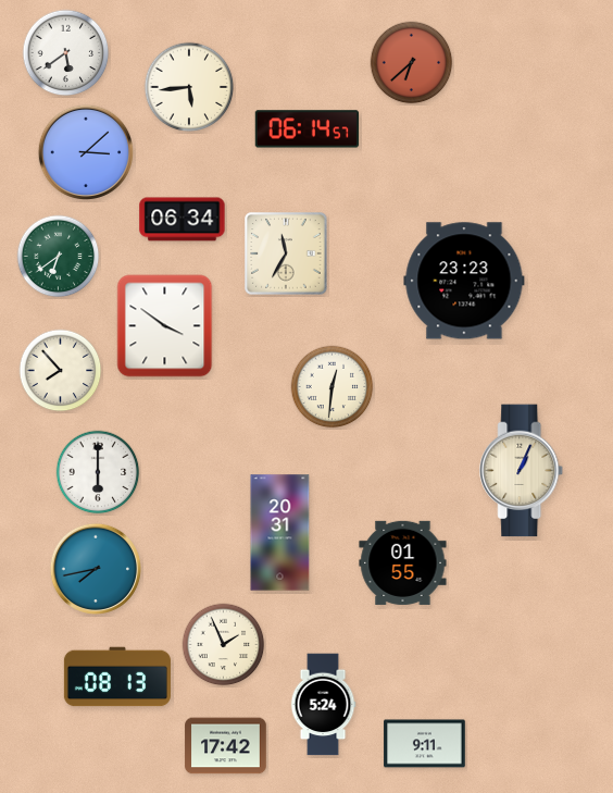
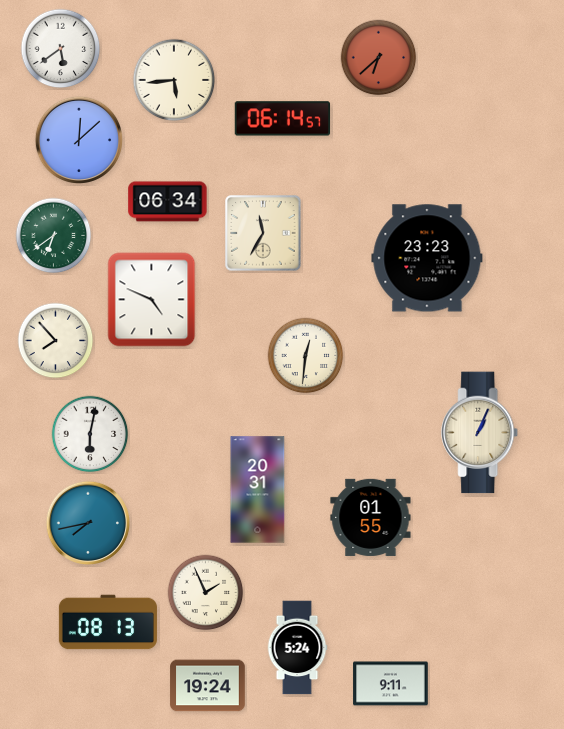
clock at (85, 151): 3:08 -> 12:08
clock at (165, 326): 3:51 -> 4:49
clock at (98, 472): 6:00 -> 6:02
clock at (226, 746): 17:42 -> 19:24
